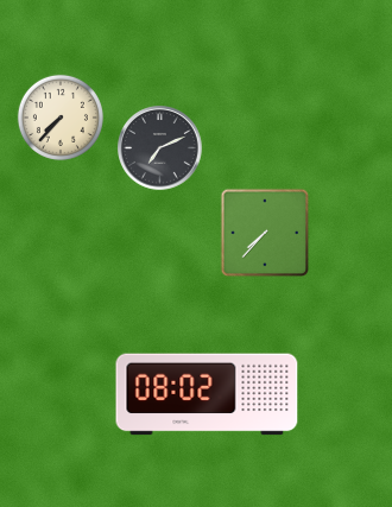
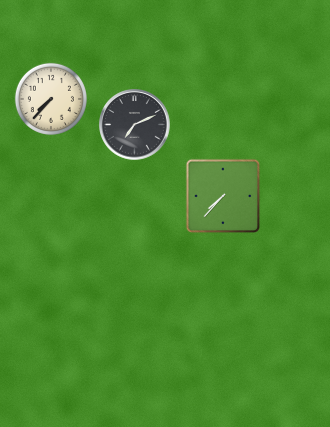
clock at (207, 394): 08:02 -> none
